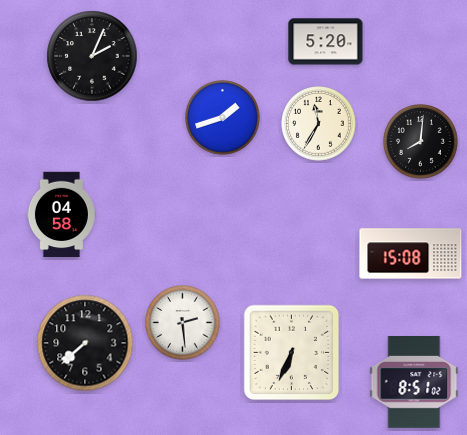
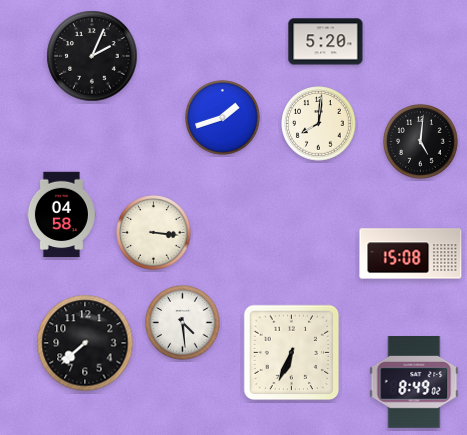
clock at (319, 124): 11:35 -> 8:01
clock at (421, 142): 8:01 -> 5:01
clock at (154, 233): none -> 3:16
clock at (183, 323): 2:29 -> 4:29
clock at (414, 383): 8:51 -> 8:49
